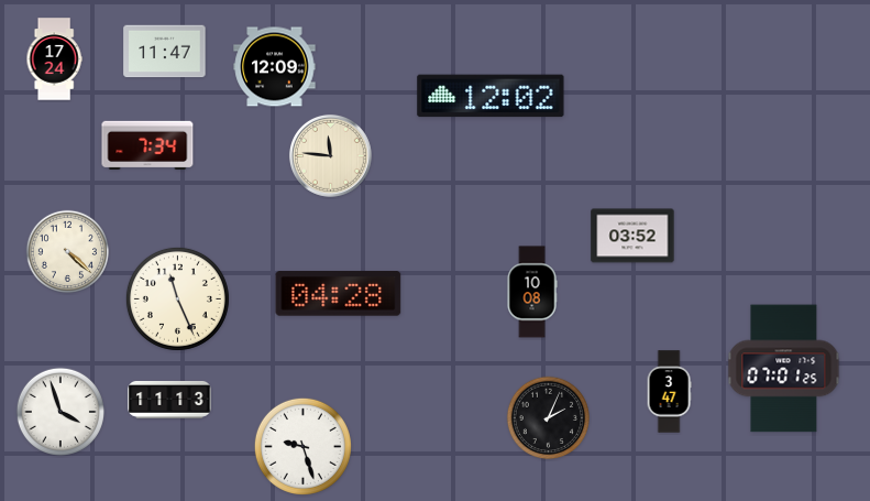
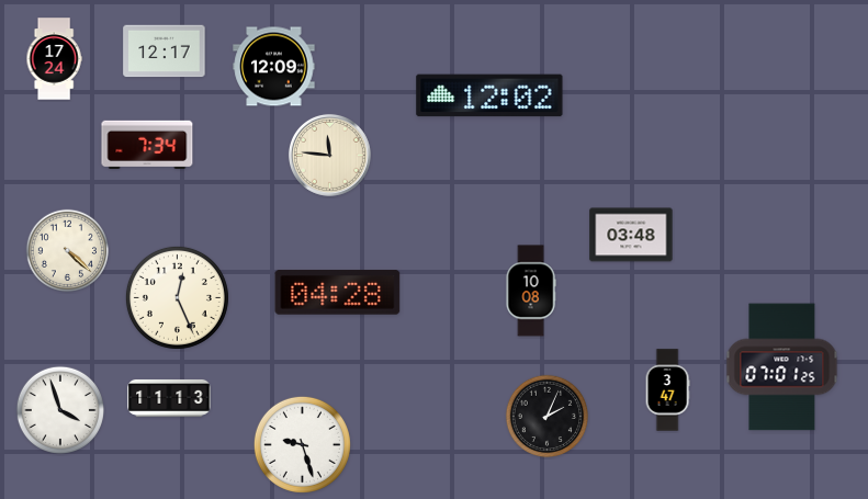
clock at (165, 52): 11:47 -> 12:17
clock at (632, 236): 03:52 -> 03:48
clock at (177, 298): 11:26 -> 12:26
